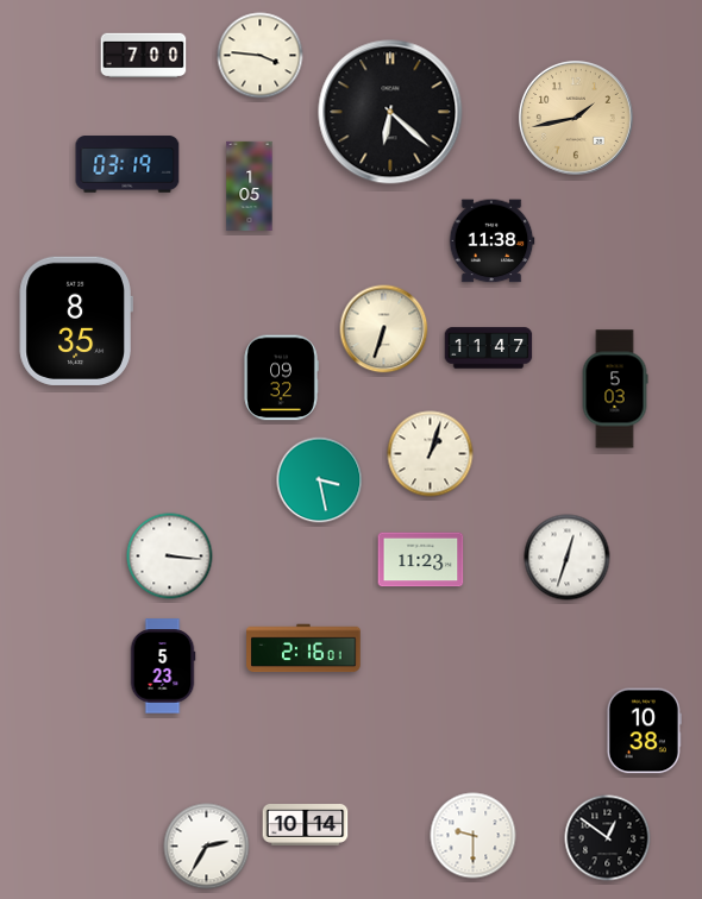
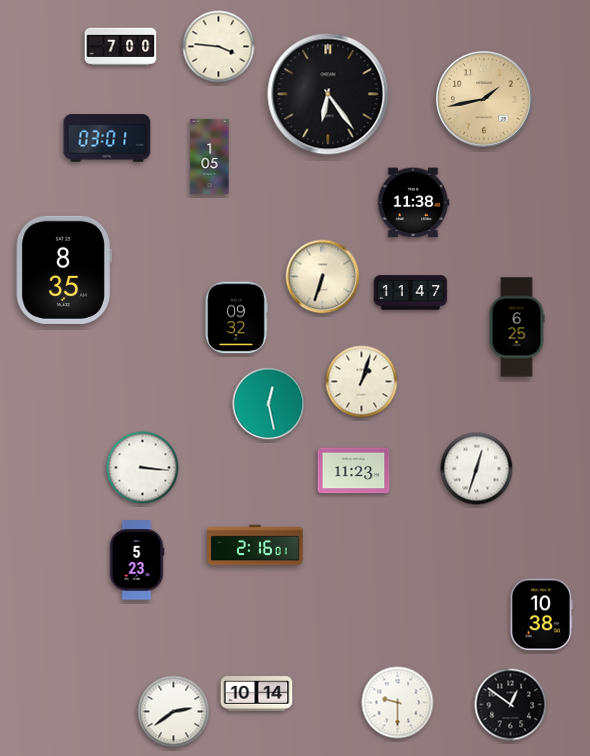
clock at (390, 112): 6:22 -> 6:24
clock at (127, 164): 03:19 -> 03:01
clock at (615, 389): 5:03 -> 6:25
clock at (320, 480): 3:28 -> 12:28
clock at (207, 847): 2:35 -> 2:39
